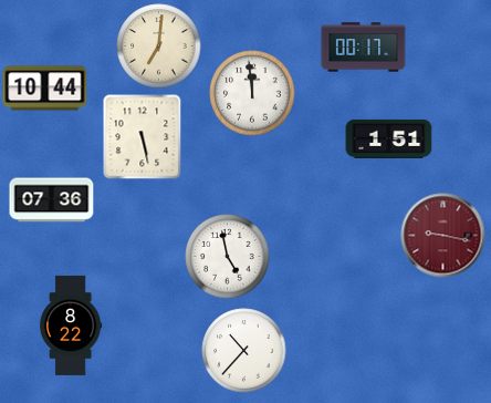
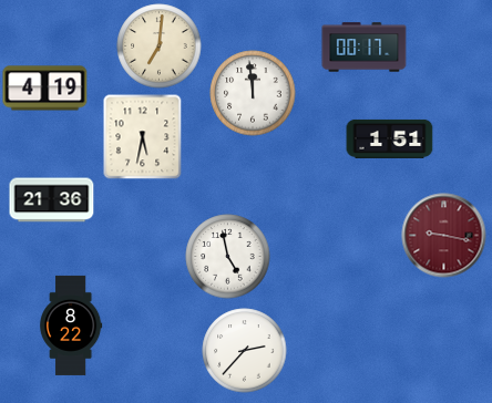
clock at (45, 89): 10:44 -> 4:19
clock at (143, 136): 5:28 -> 5:32
clock at (52, 200): 07:36 -> 21:36
clock at (244, 351): 10:37 -> 2:37
